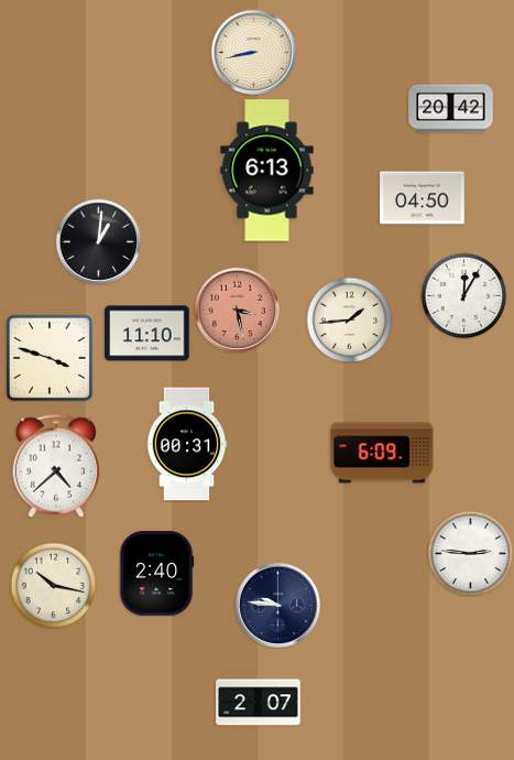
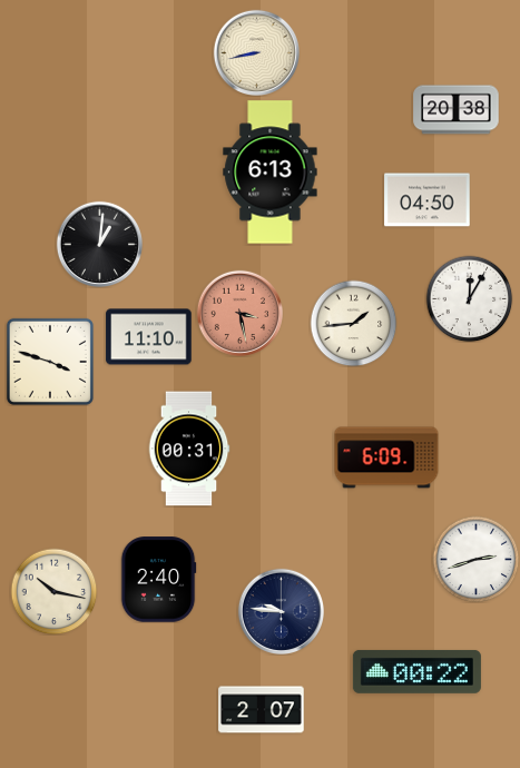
clock at (451, 109): 20:42 -> 20:38
clock at (56, 466): 4:38 -> none
clock at (470, 553): 2:46 -> 2:42
clock at (416, 671): none -> 00:22
